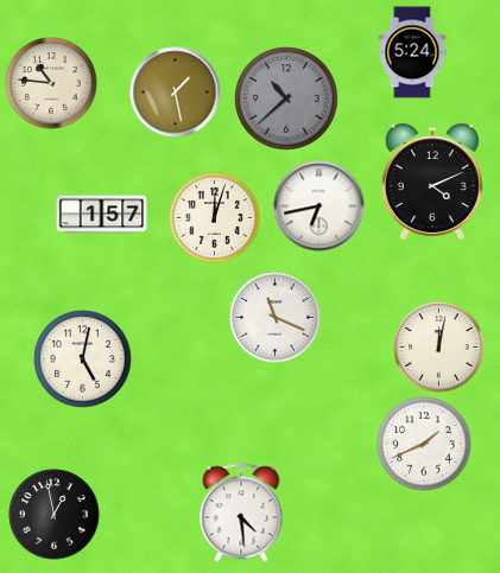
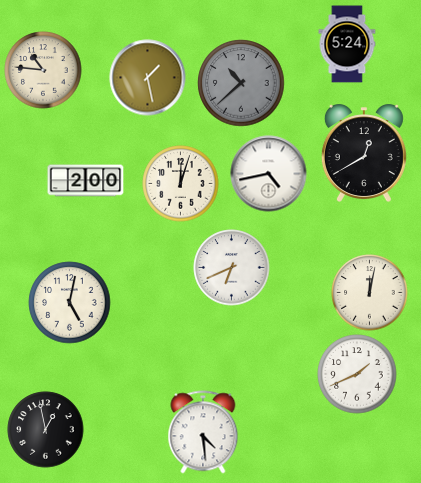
clock at (432, 182): 4:11 -> 12:40
clock at (319, 206): 6:43 -> 4:43
clock at (102, 215): 1:57 -> 2:00
clock at (276, 318): 11:19 -> 6:41
clock at (55, 515) position: (55, 515) -> (46, 430)
